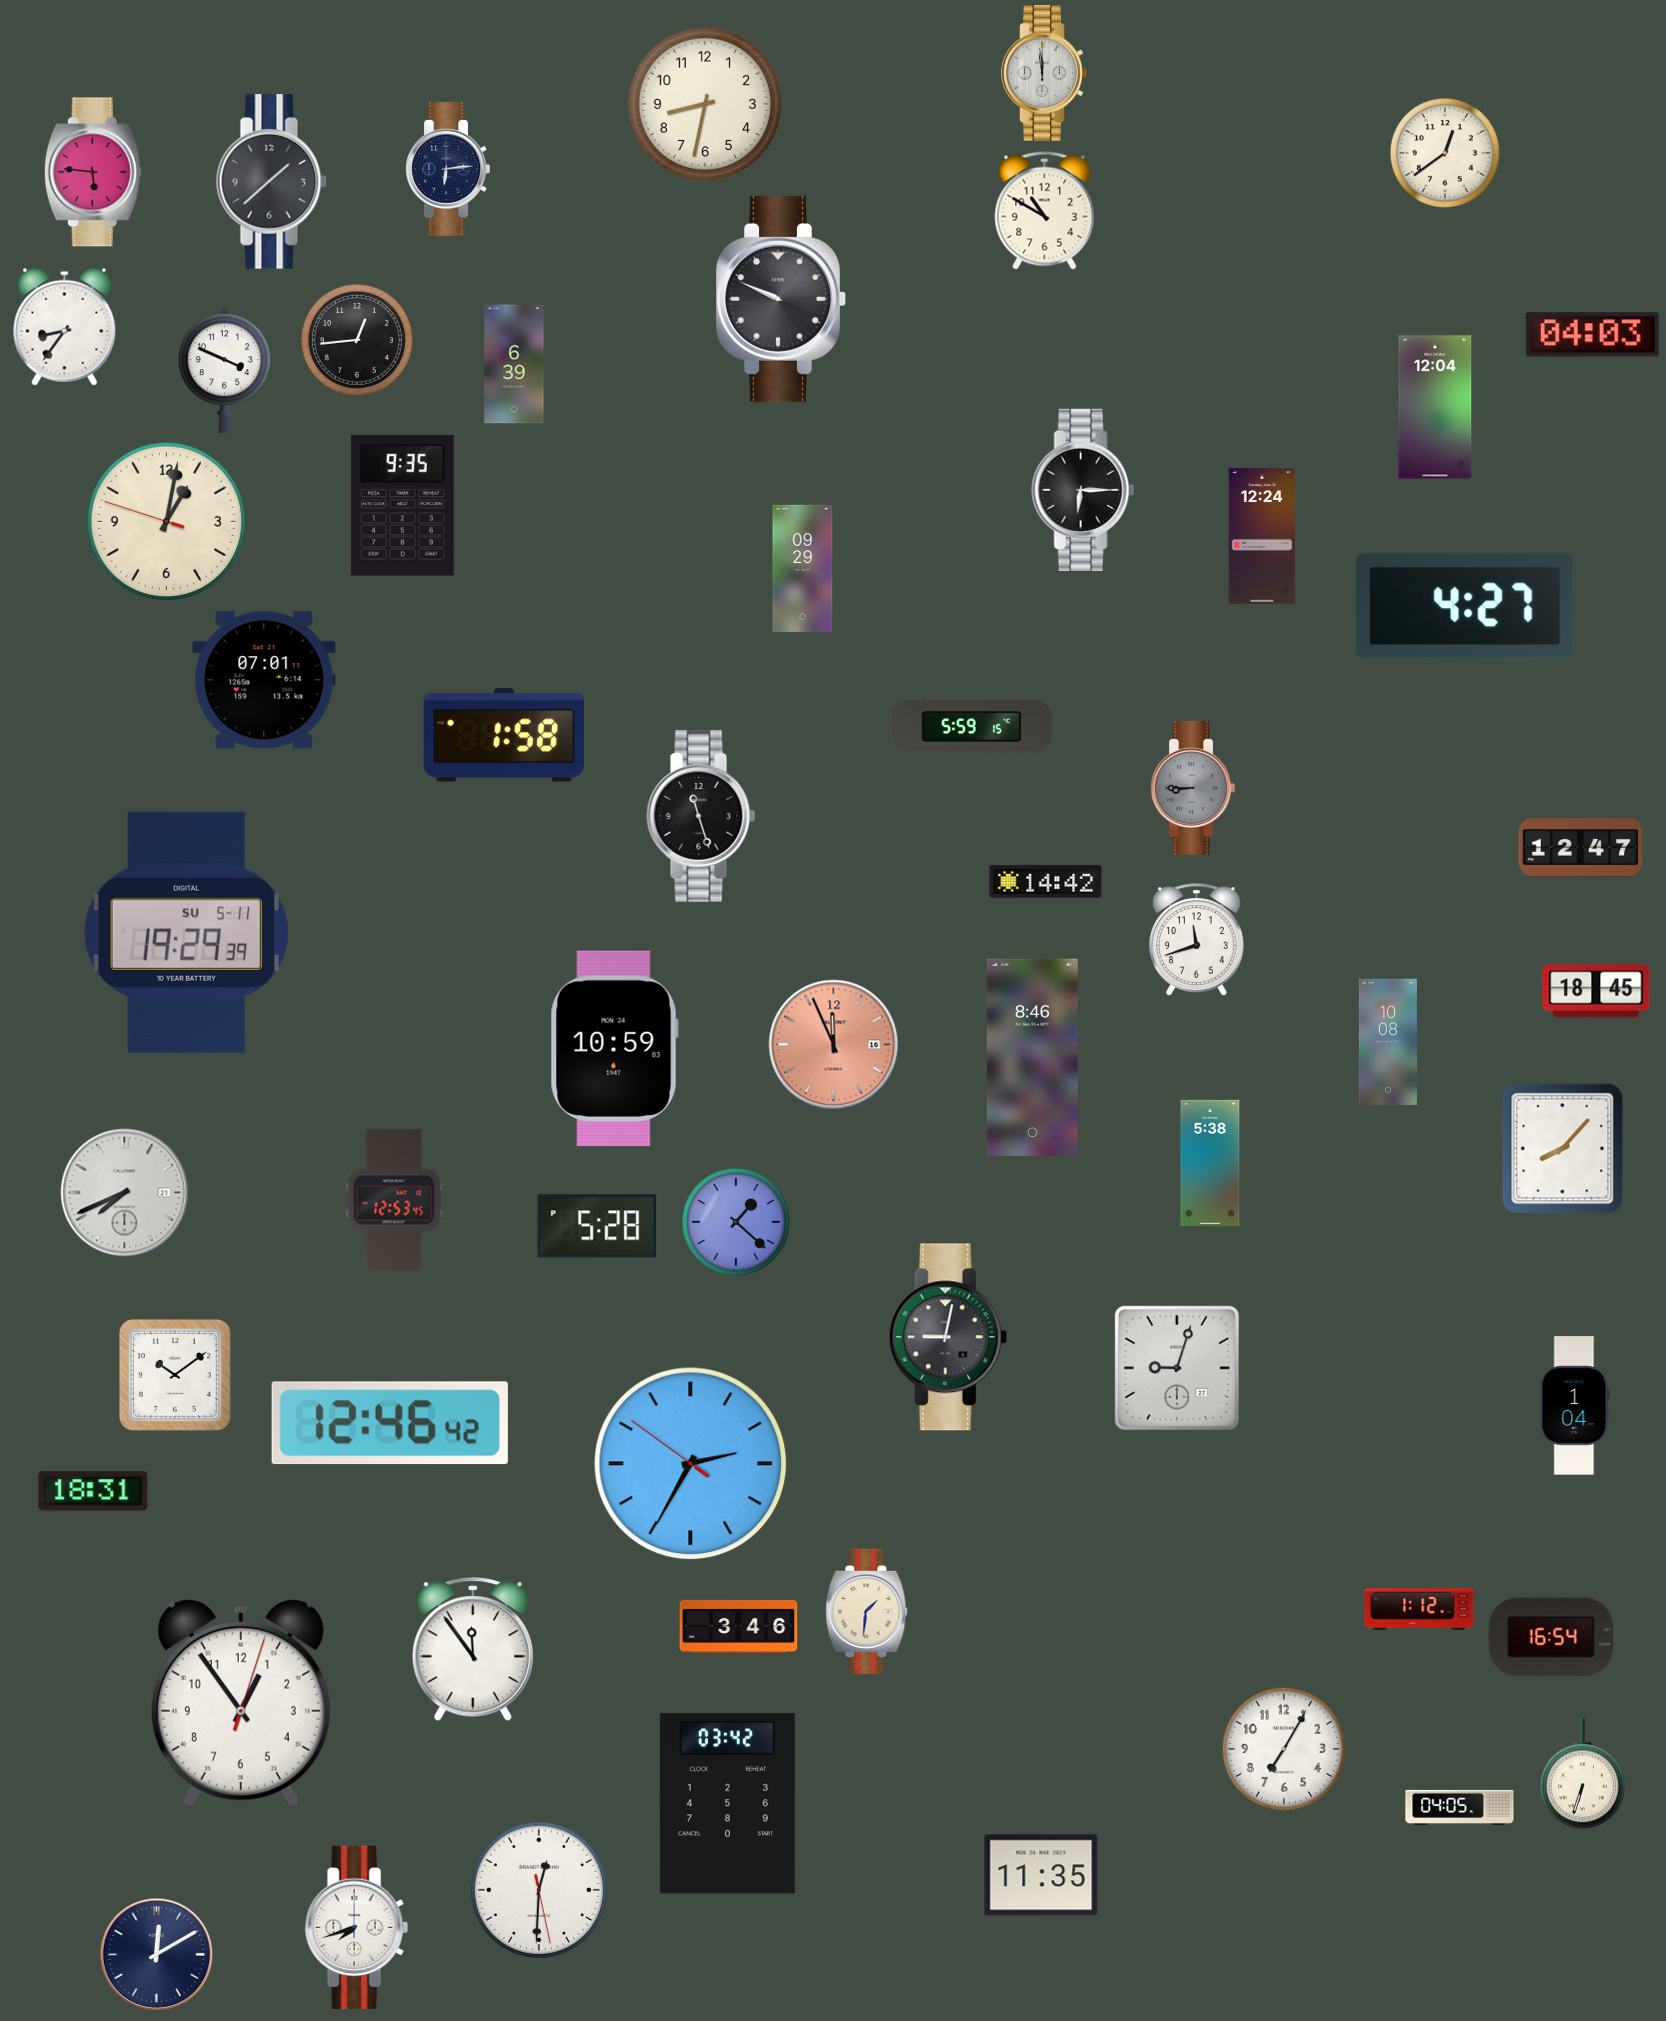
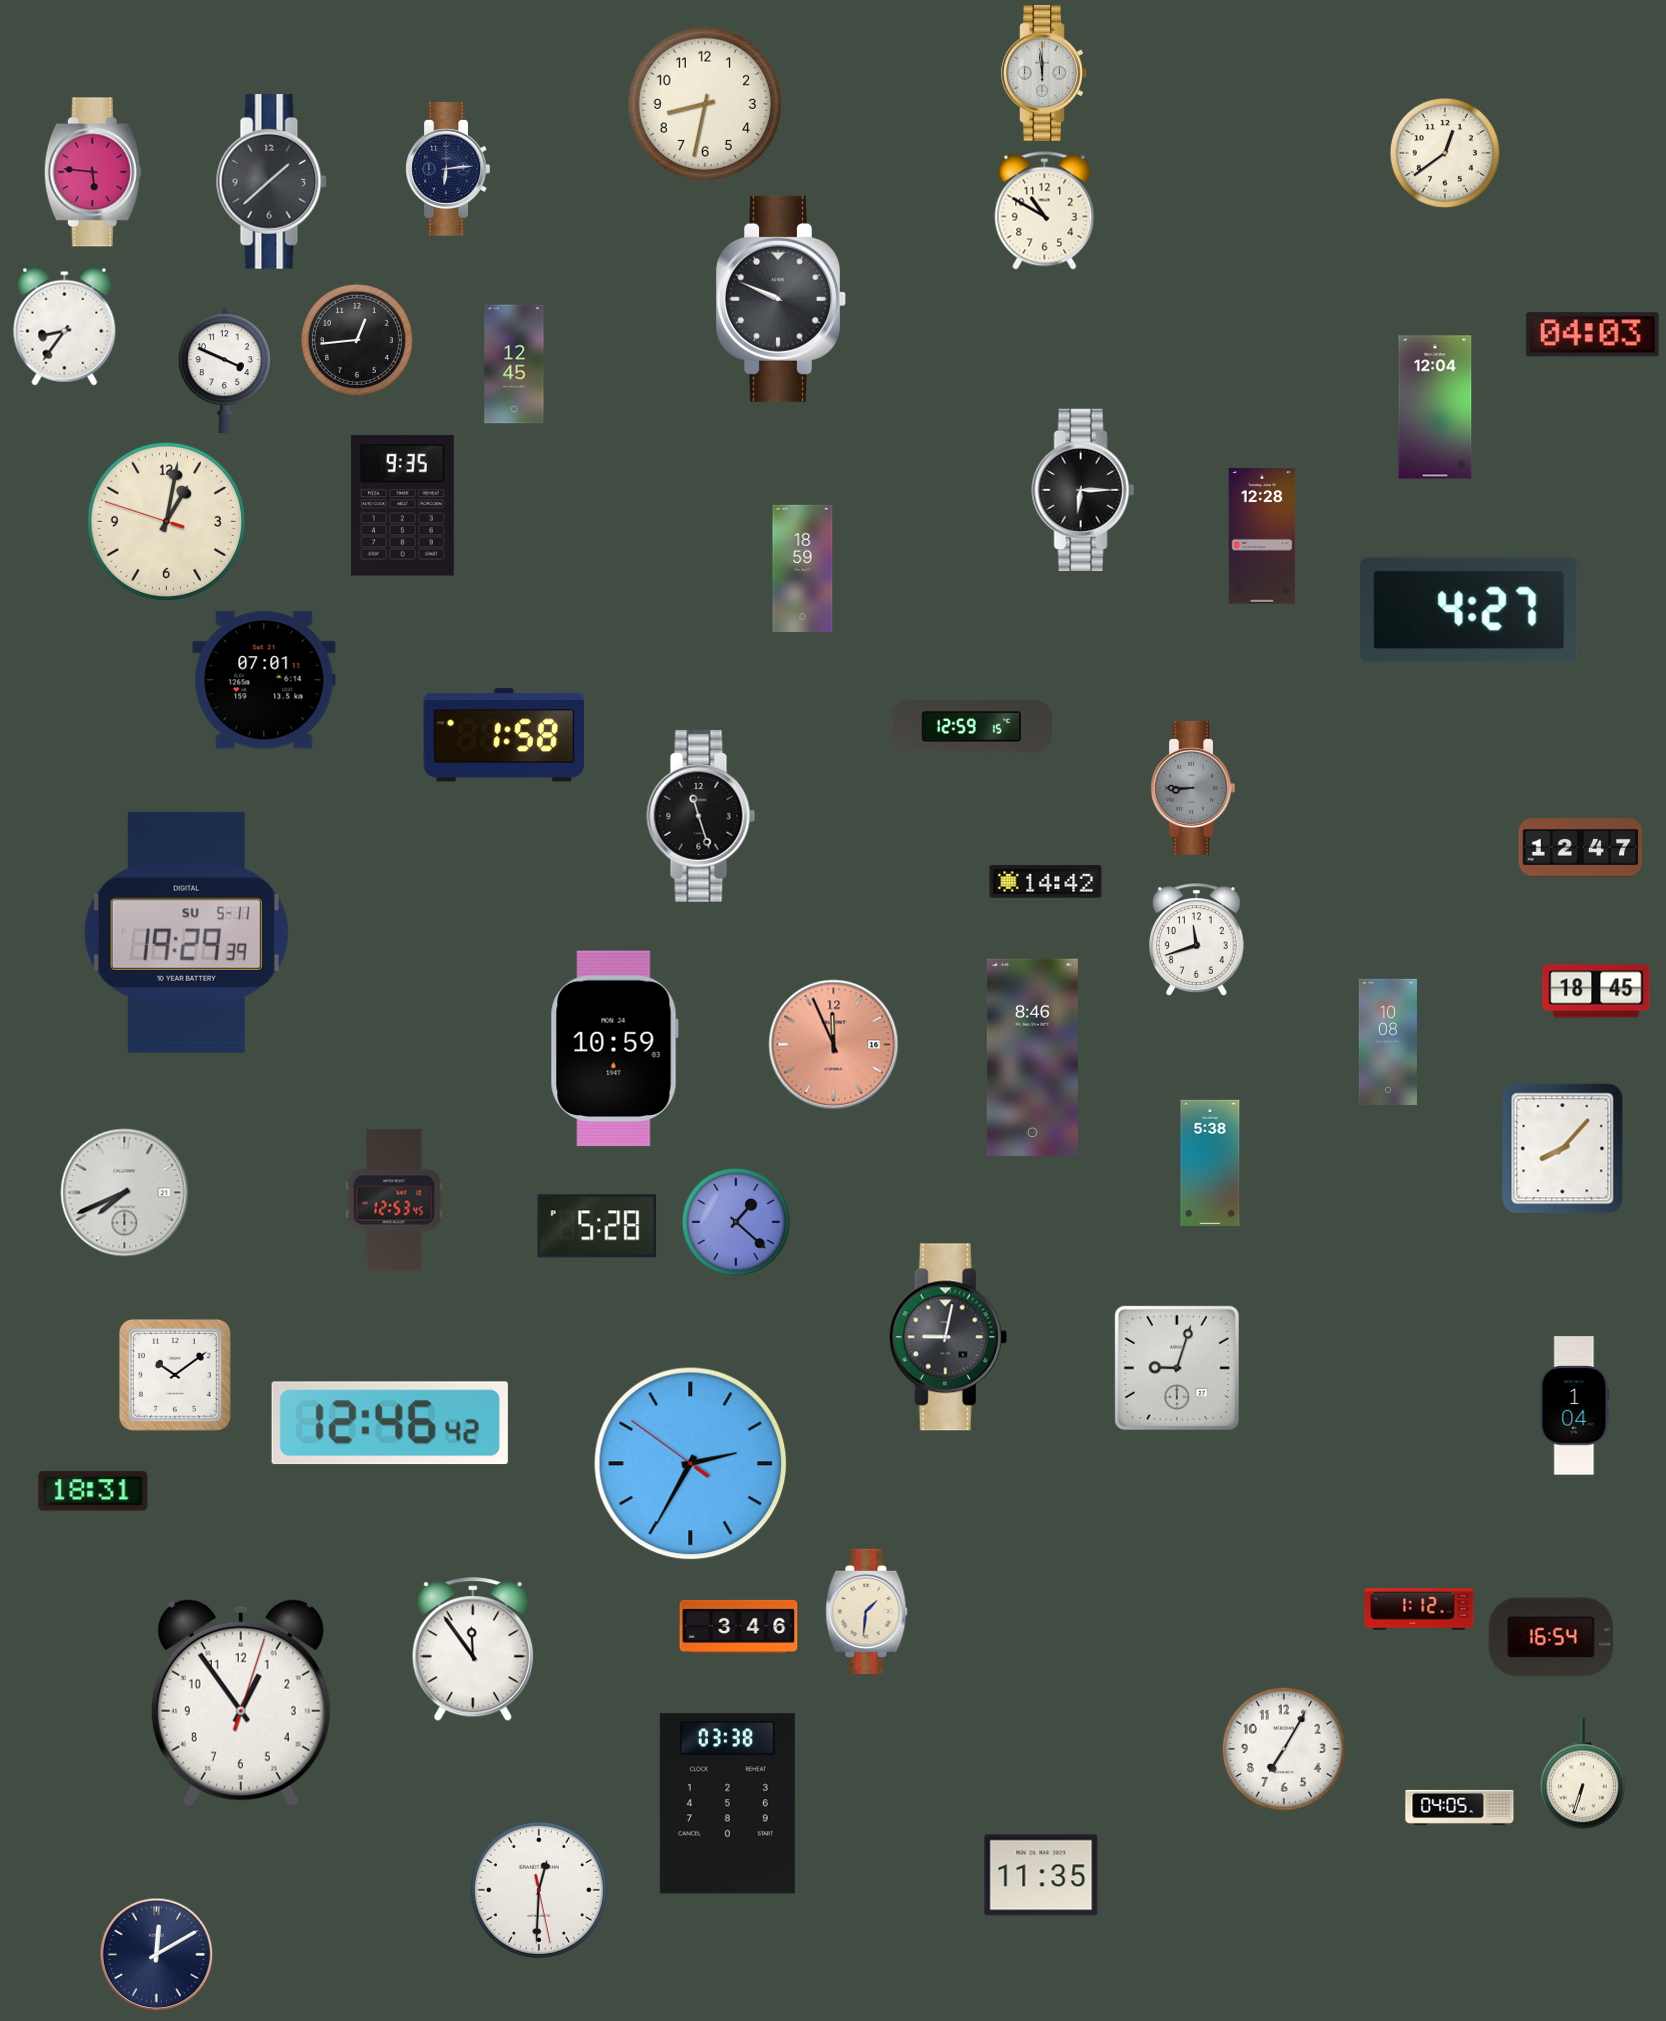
clock at (514, 364): 6:39 -> 12:45
clock at (1262, 536): 12:24 -> 12:28
clock at (803, 568): 09:29 -> 18:59
clock at (1465, 606) position: (1465, 606) -> (1469, 610)
clock at (971, 727): 5:59 -> 12:59
clock at (727, 1804): 03:42 -> 03:38
clock at (356, 1927): 7:42 -> none
